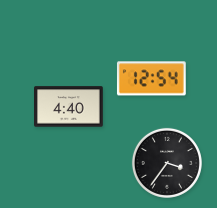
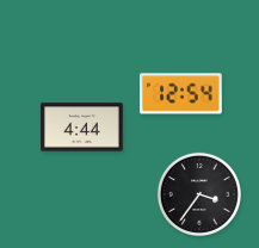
clock at (69, 107): 4:40 -> 4:44
